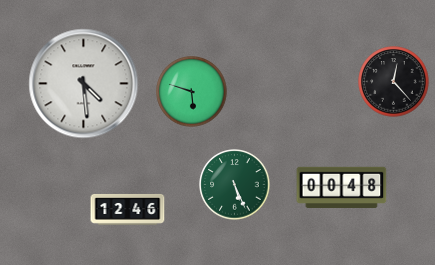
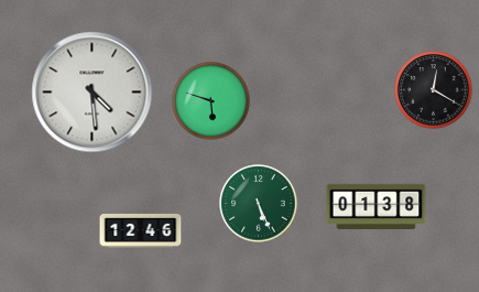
clock at (394, 82): 12:23 -> 12:20
clock at (342, 187): 00:48 -> 01:38
